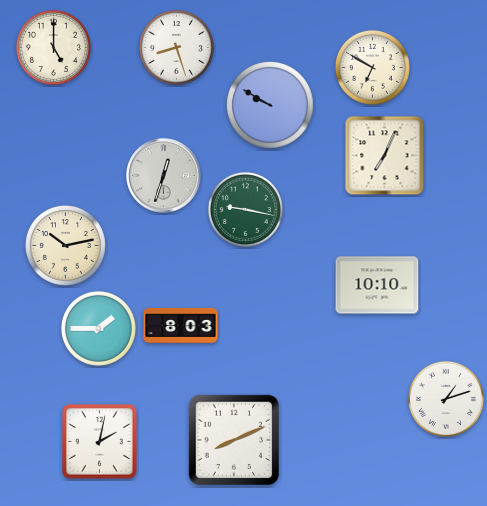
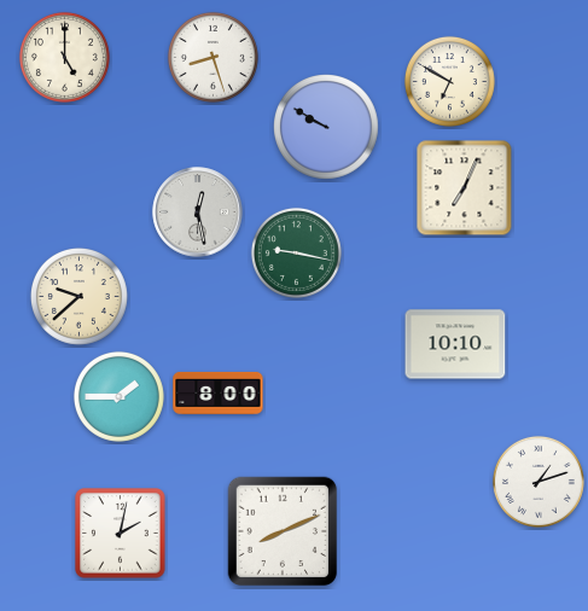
clock at (164, 176): 12:33 -> 12:28
clock at (65, 245): 10:13 -> 9:38
clock at (181, 325): 8:03 -> 8:00
